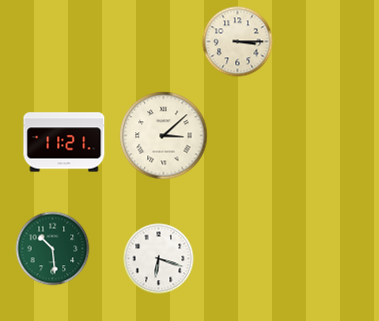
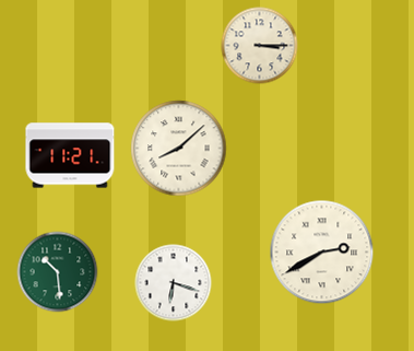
clock at (164, 136): 3:08 -> 8:08
clock at (322, 253): none -> 2:40
